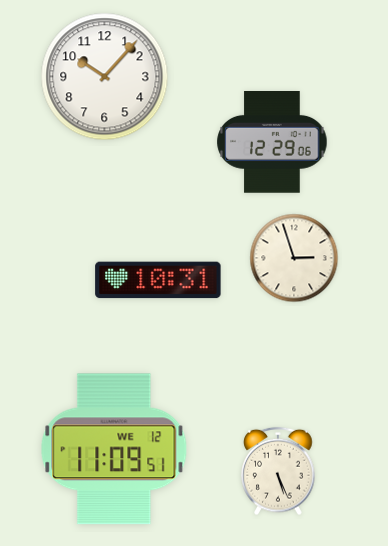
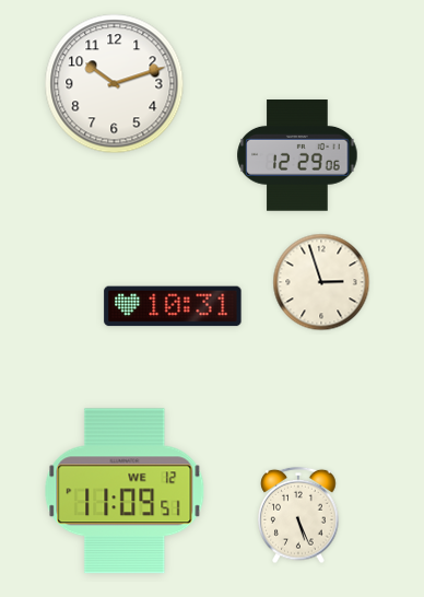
clock at (105, 77): 10:07 -> 10:12
clock at (278, 471) position: (278, 471) -> (298, 515)
